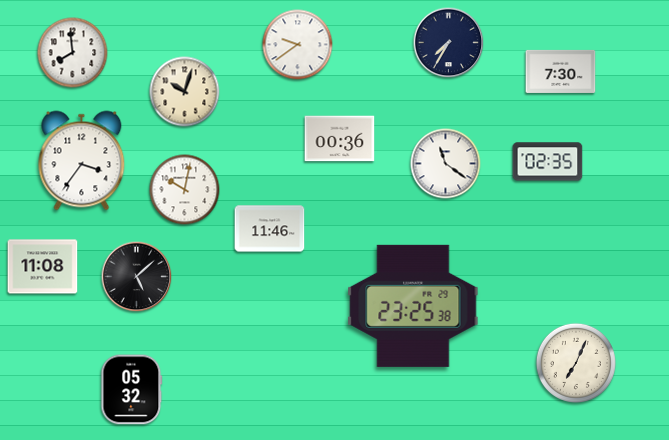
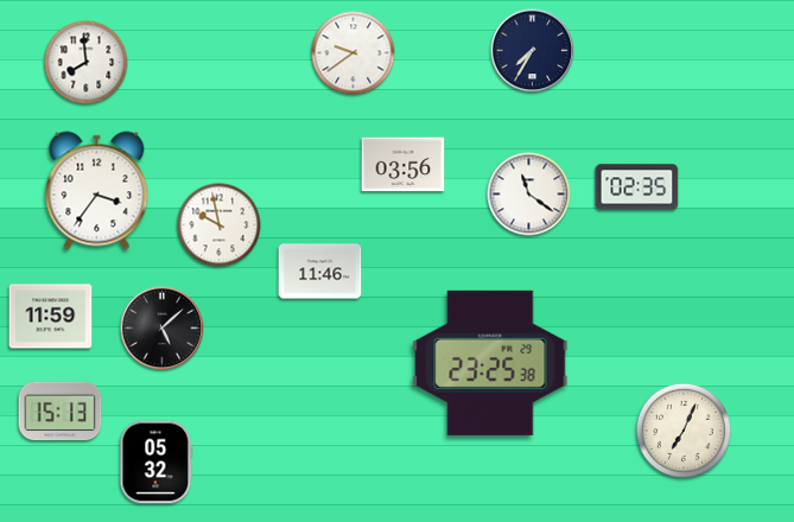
clock at (561, 71): 7:30 -> none
clock at (185, 92): 10:03 -> none
clock at (340, 139): 00:36 -> 03:56
clock at (548, 162) position: (548, 162) -> (637, 187)
clock at (185, 190): 10:02 -> 9:58
clock at (43, 267): 11:08 -> 11:59
clock at (61, 412): none -> 15:13
